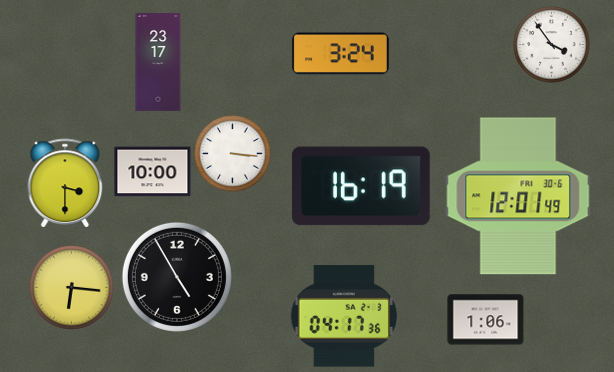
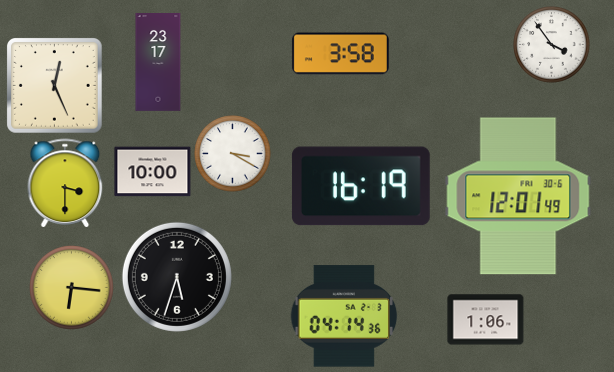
clock at (340, 54): 3:24 -> 3:58
clock at (55, 86): none -> 12:26
clock at (233, 154): 3:16 -> 3:20
clock at (177, 277): 4:55 -> 5:33
clock at (344, 316): 04:17 -> 04:14
